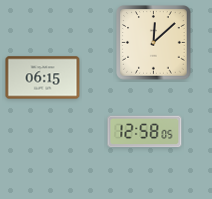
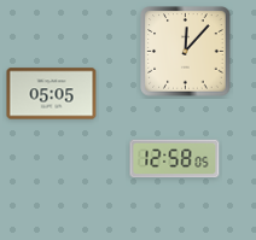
clock at (154, 43): 12:08 -> 12:07
clock at (43, 78): 06:15 -> 05:05
